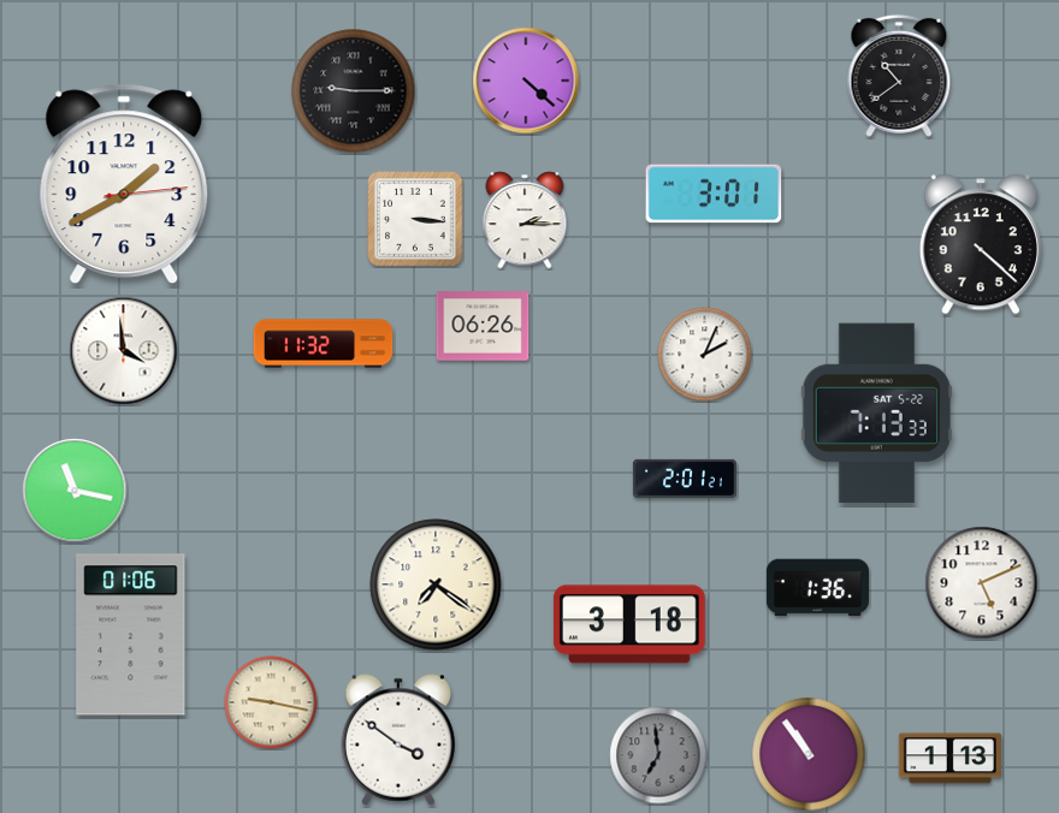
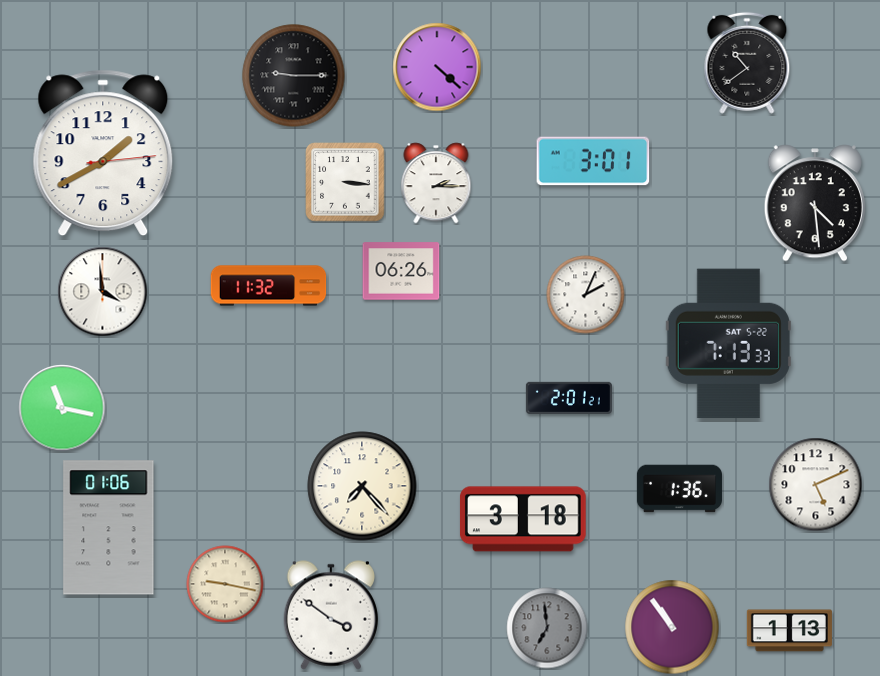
clock at (981, 244): 4:22 -> 4:29
clock at (436, 584): 7:21 -> 7:23
